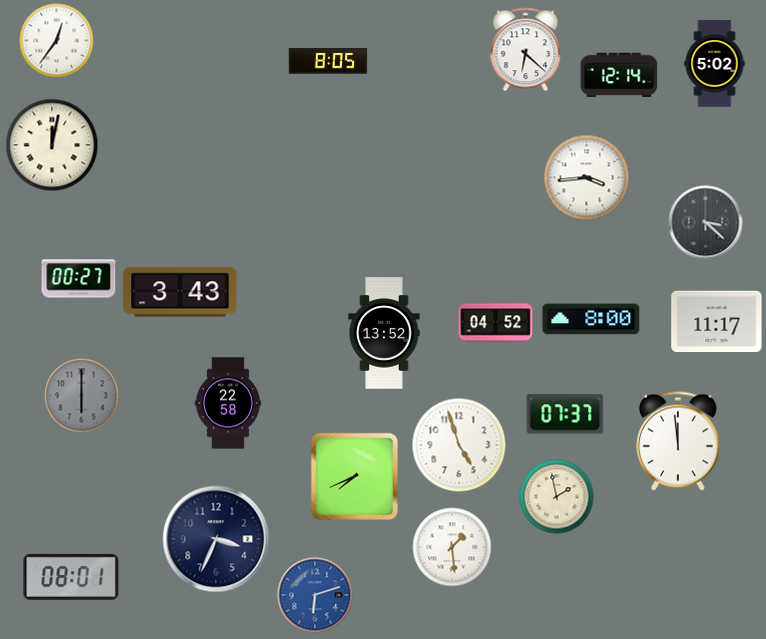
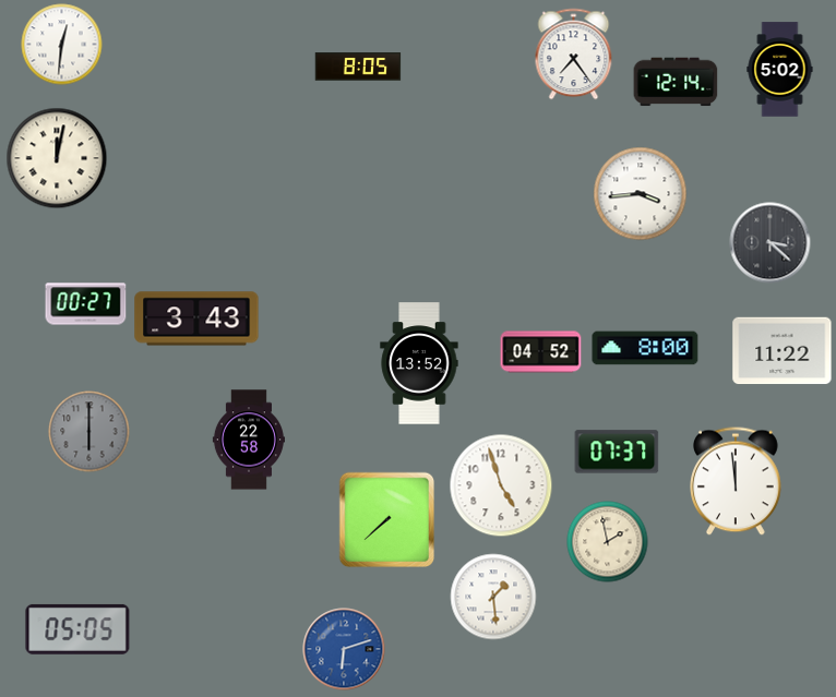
clock at (57, 41): 12:36 -> 12:31
clock at (526, 50): 6:22 -> 7:24
clock at (717, 322): 11:17 -> 11:22
clock at (679, 441) position: (679, 441) -> (737, 481)
clock at (355, 477): 7:41 -> 7:38
clock at (216, 539): 3:34 -> none
clock at (71, 577): 08:01 -> 05:05
